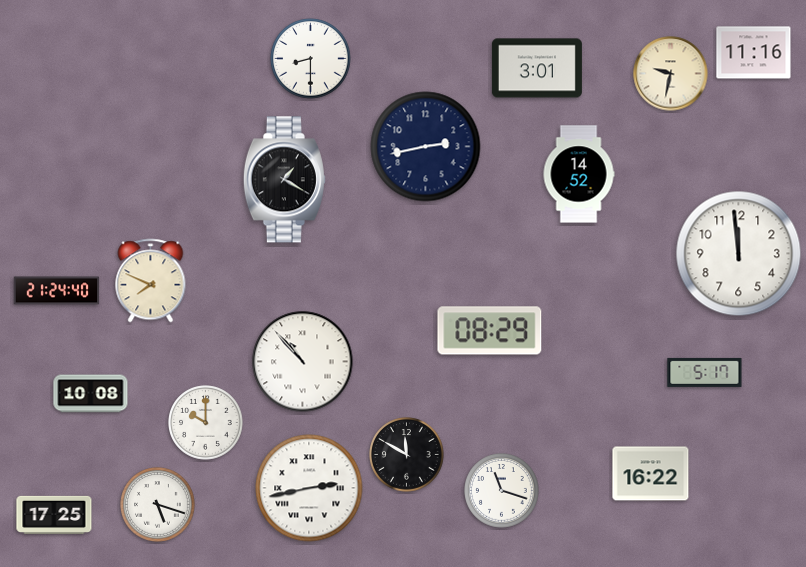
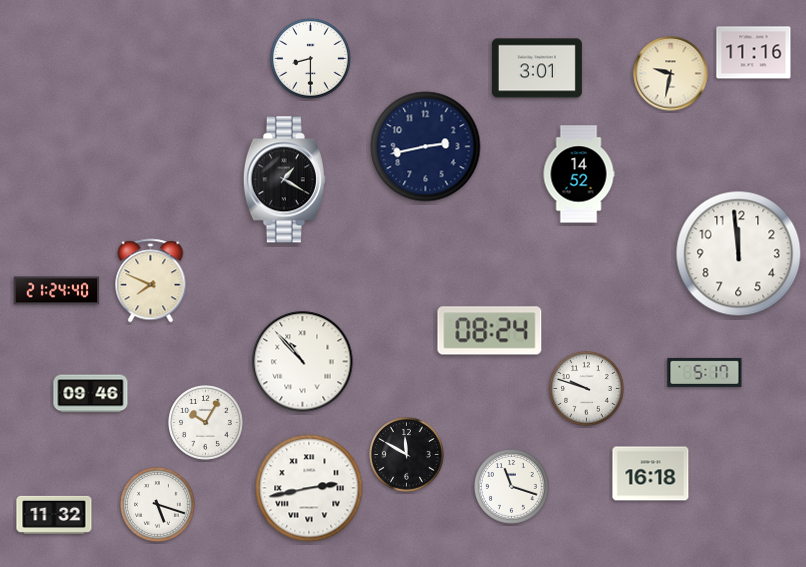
clock at (490, 331): 08:29 -> 08:24
clock at (587, 389): none -> 9:48
clock at (91, 394): 10:08 -> 09:46
clock at (206, 423): 10:00 -> 10:05
clock at (651, 474): 16:22 -> 16:18
clock at (502, 491) position: (502, 491) -> (512, 487)
clock at (54, 515): 17:25 -> 11:32
